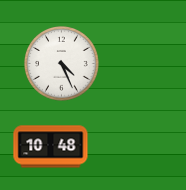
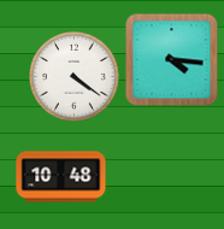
clock at (172, 60): none -> 4:16
clock at (62, 64): 4:26 -> 4:21
